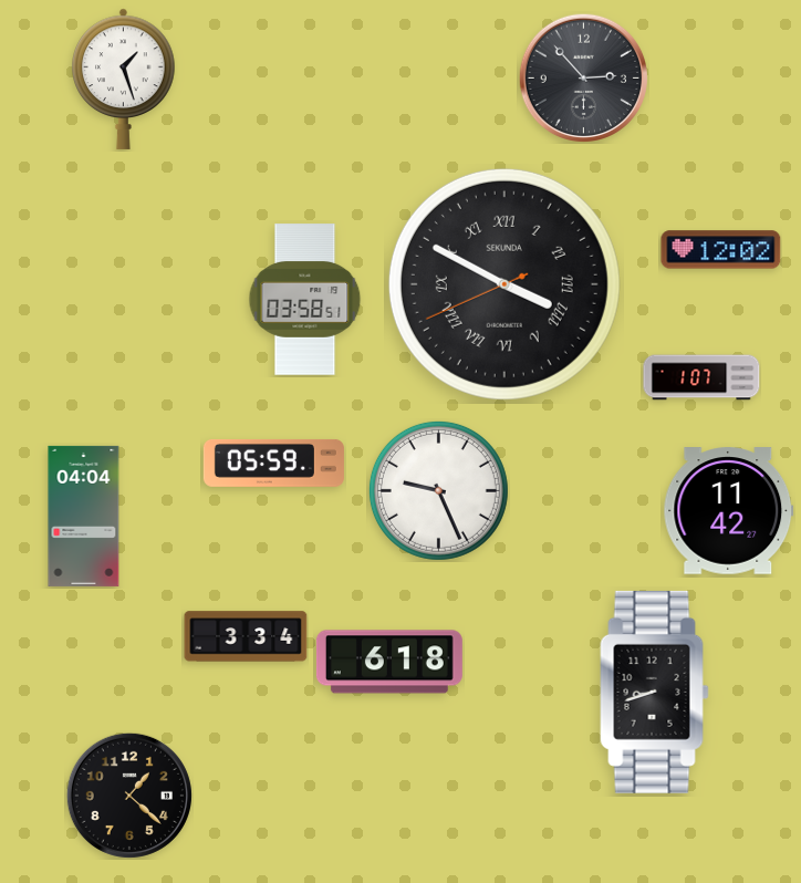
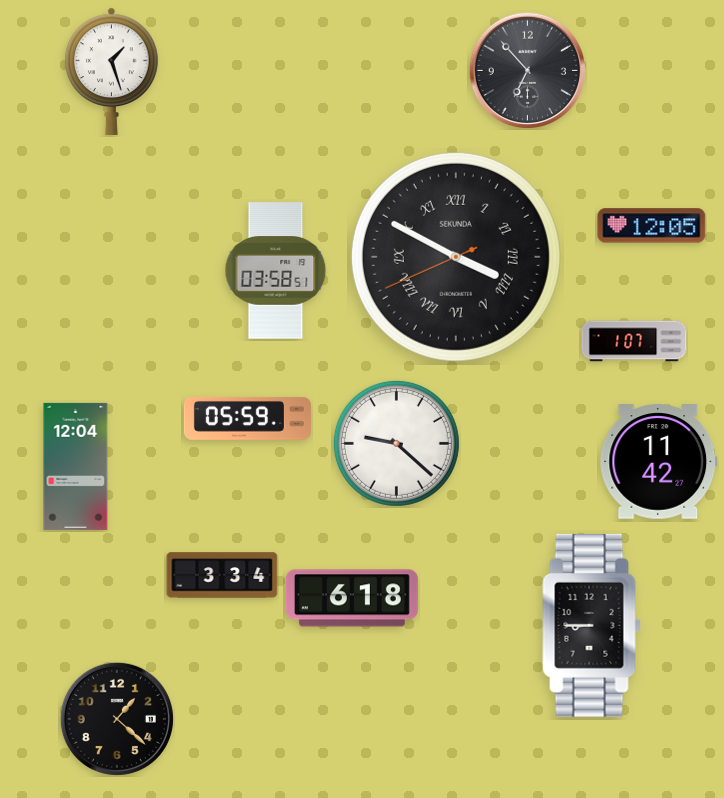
clock at (583, 77): 2:53 -> 6:53
clock at (721, 250): 12:02 -> 12:05
clock at (438, 490): 9:26 -> 9:22
clock at (84, 516): 04:04 -> 12:04
clock at (655, 692): 8:42 -> 8:45
